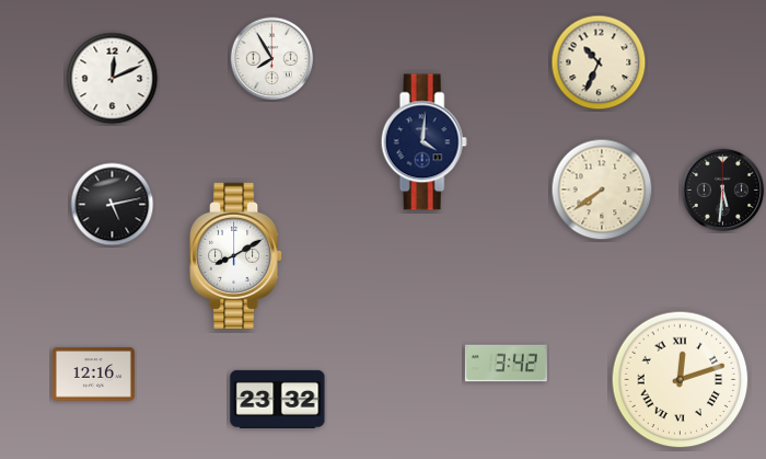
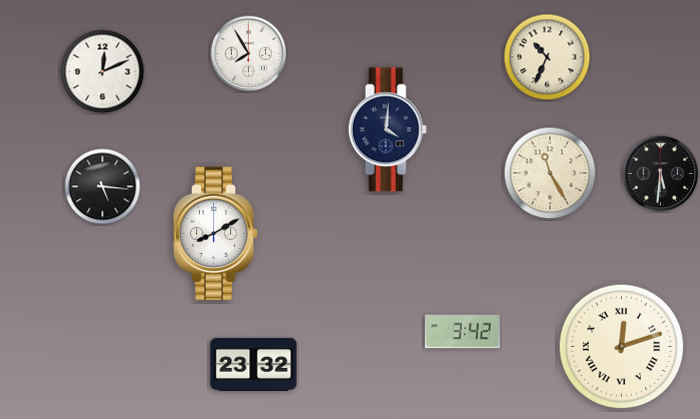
clock at (602, 190): 7:39 -> 11:25
clock at (113, 205): 5:13 -> 5:16
clock at (93, 375): 12:16 -> none
